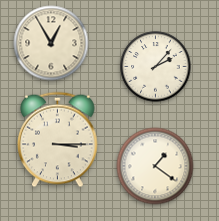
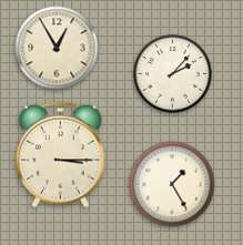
clock at (58, 140) position: (58, 140) -> (61, 155)
clock at (155, 166): 1:21 -> 1:25
